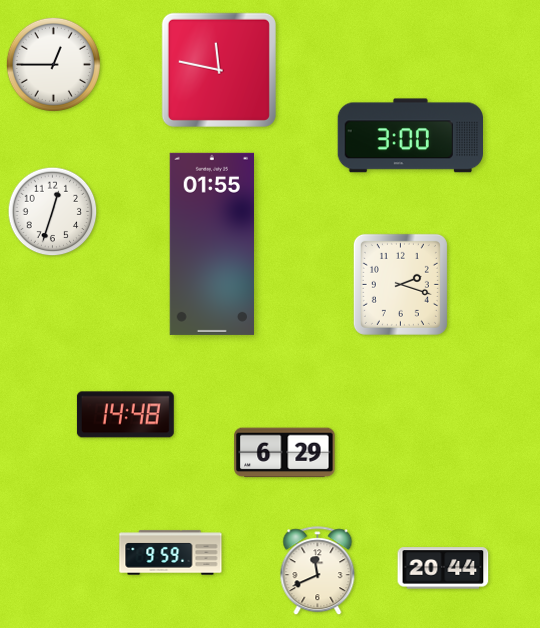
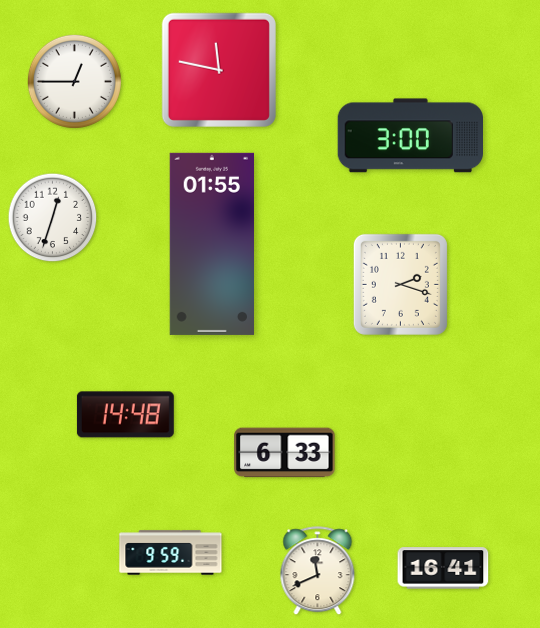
clock at (53, 64) position: (53, 64) -> (74, 81)
clock at (53, 212) position: (53, 212) -> (53, 218)
clock at (285, 453): 6:29 -> 6:33
clock at (443, 568): 20:44 -> 16:41
